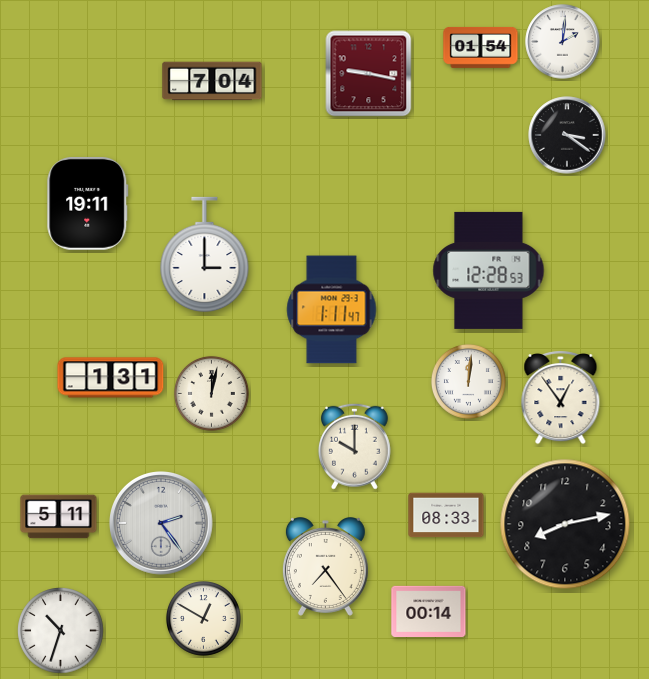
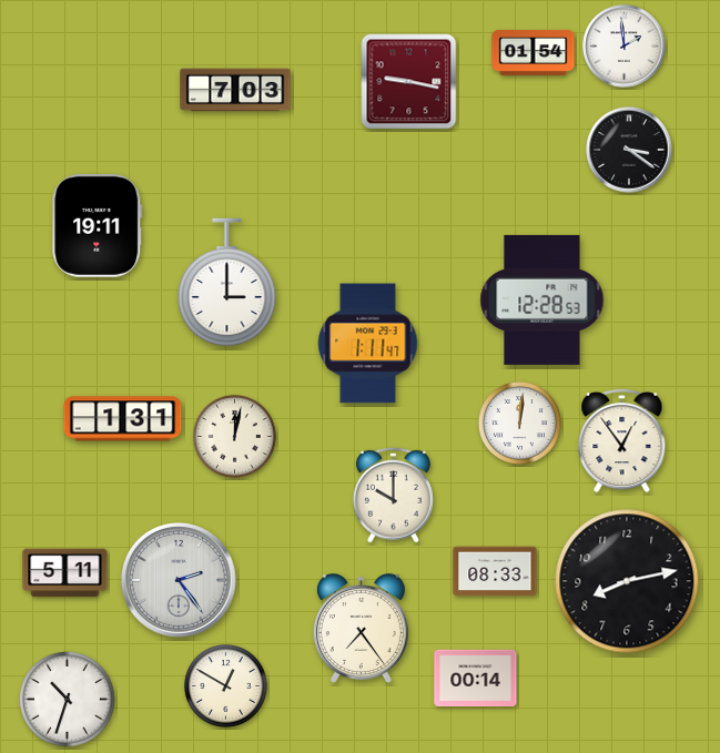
clock at (563, 42): 2:01 -> 1:59
clock at (212, 81): 7:04 -> 7:03
